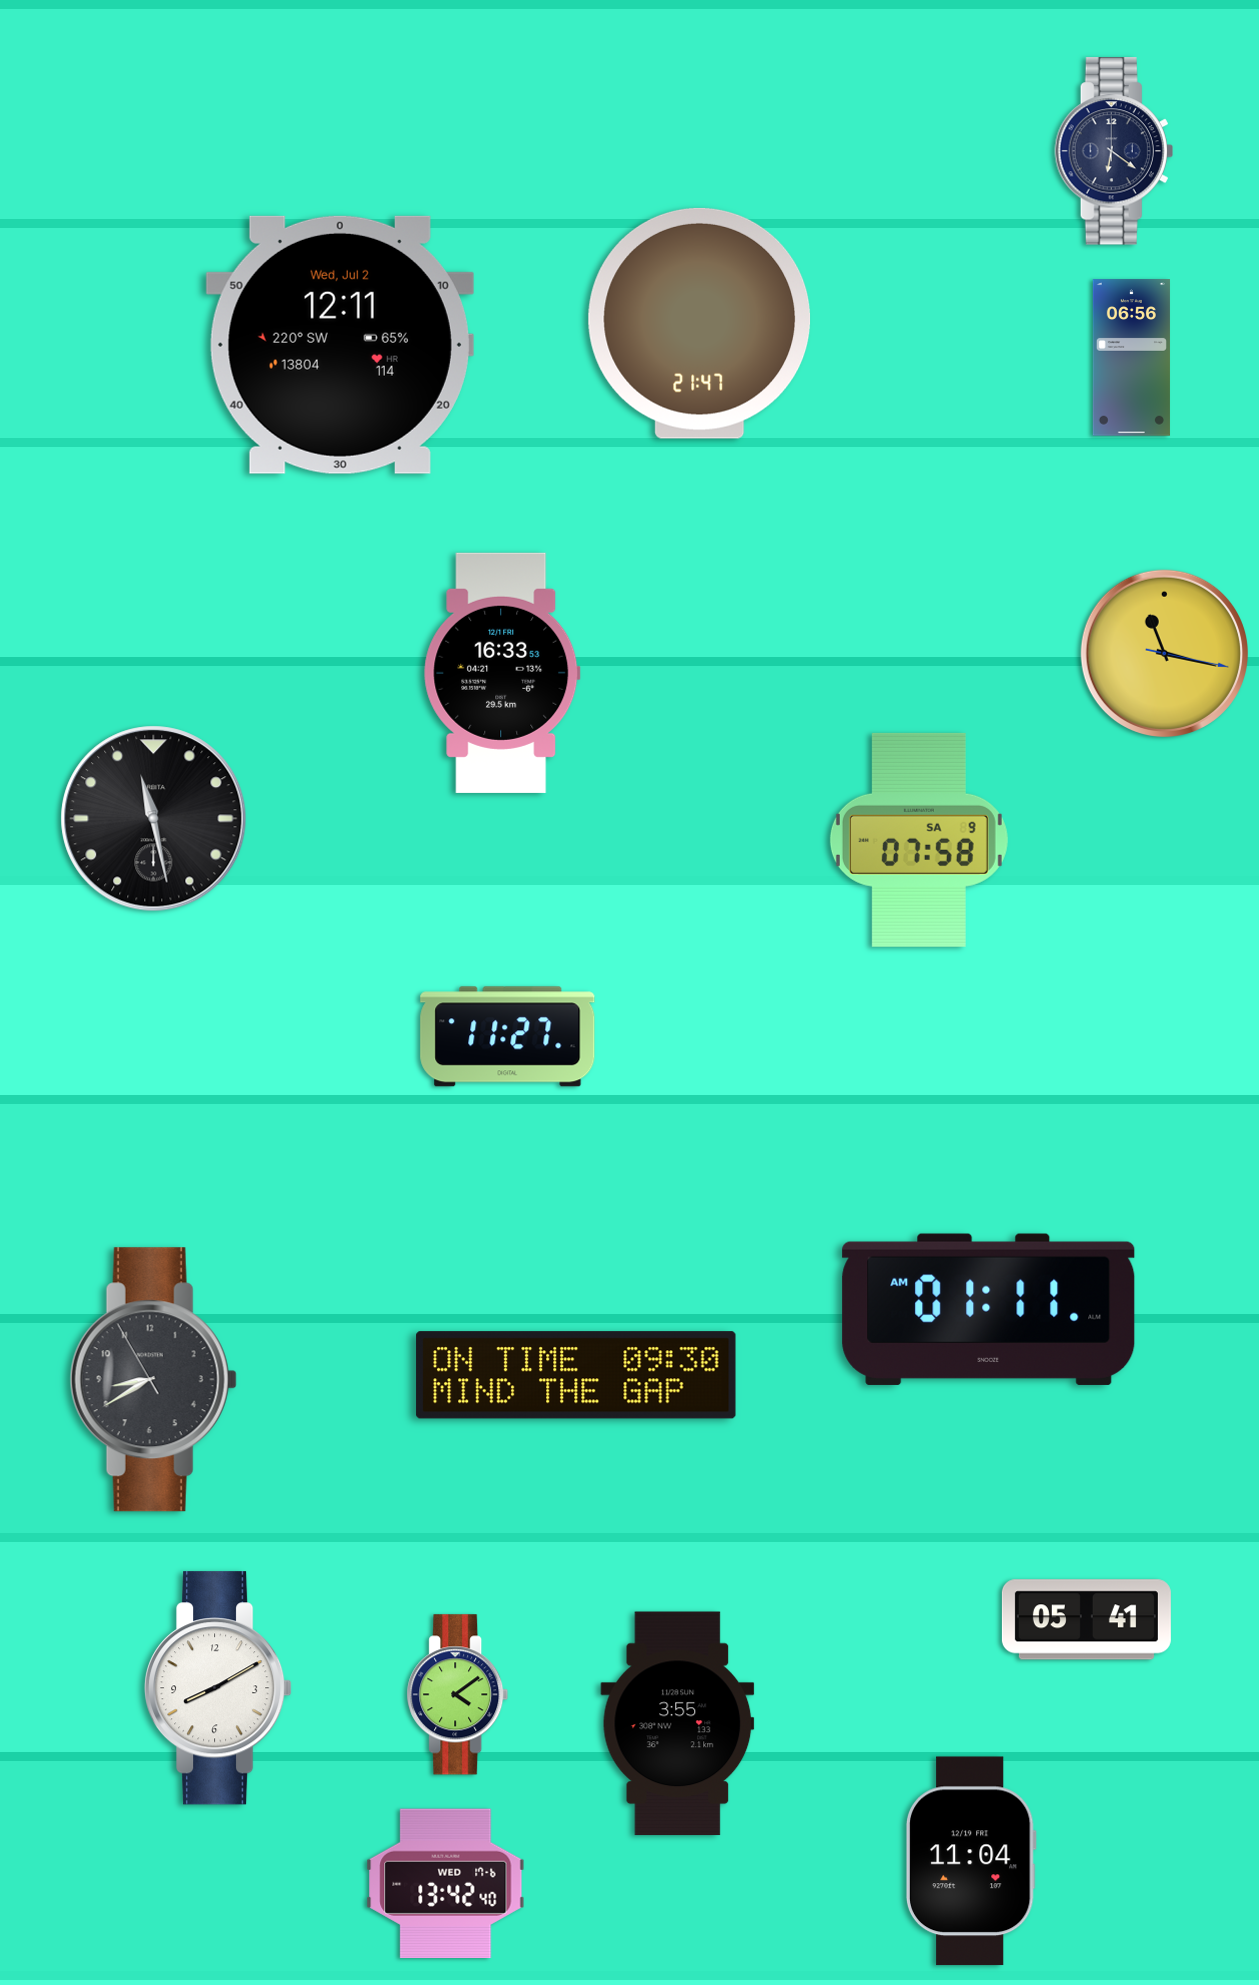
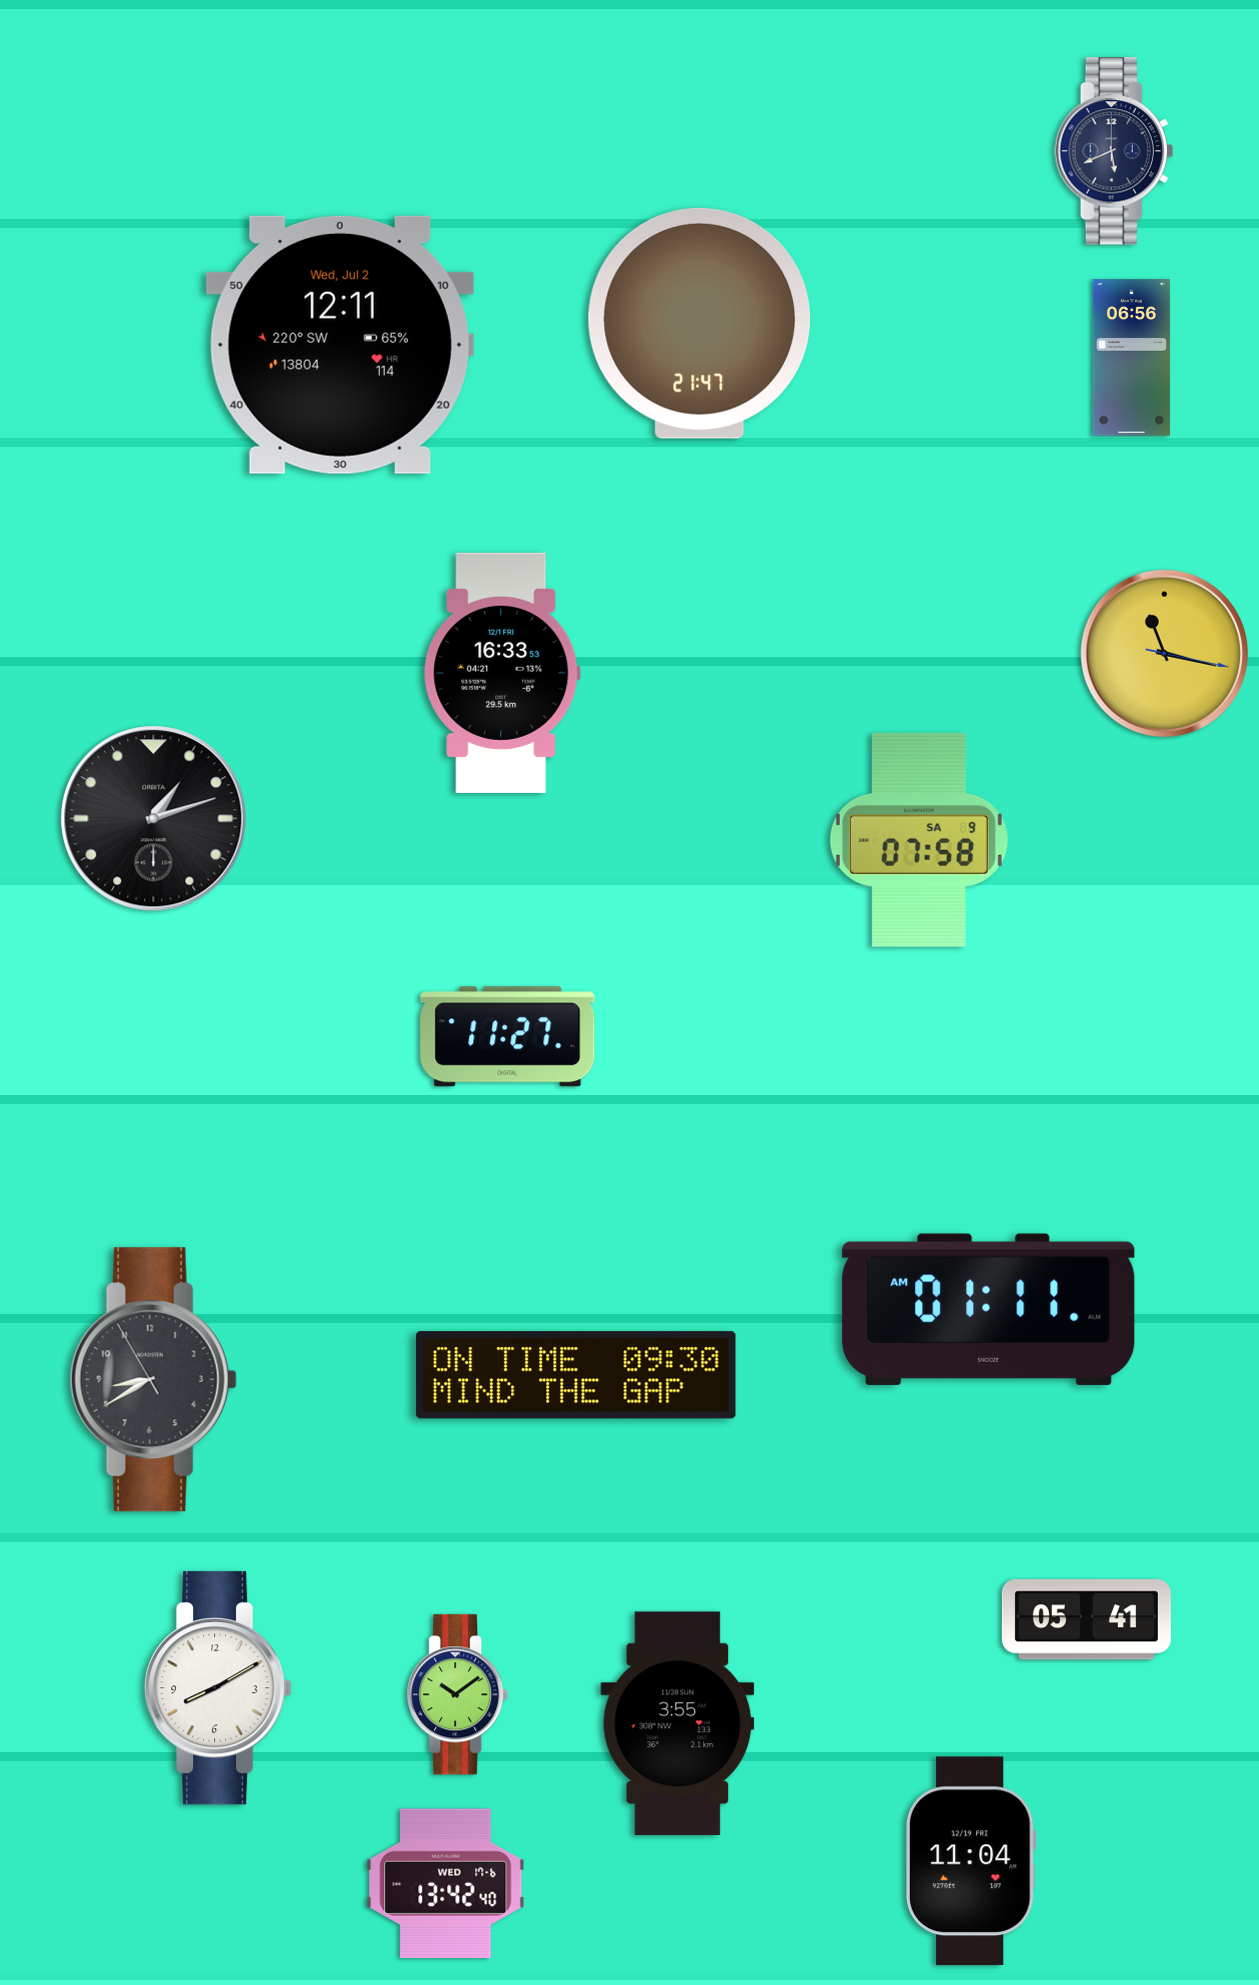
clock at (1114, 151): 6:21 -> 5:41
clock at (154, 819): 11:28 -> 1:12
clock at (458, 1695): 4:09 -> 10:09
